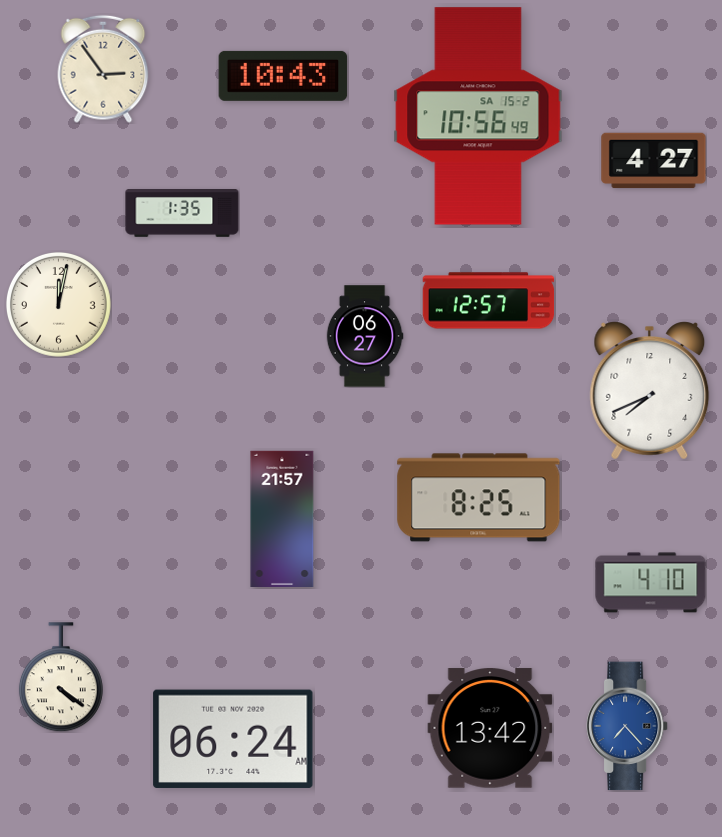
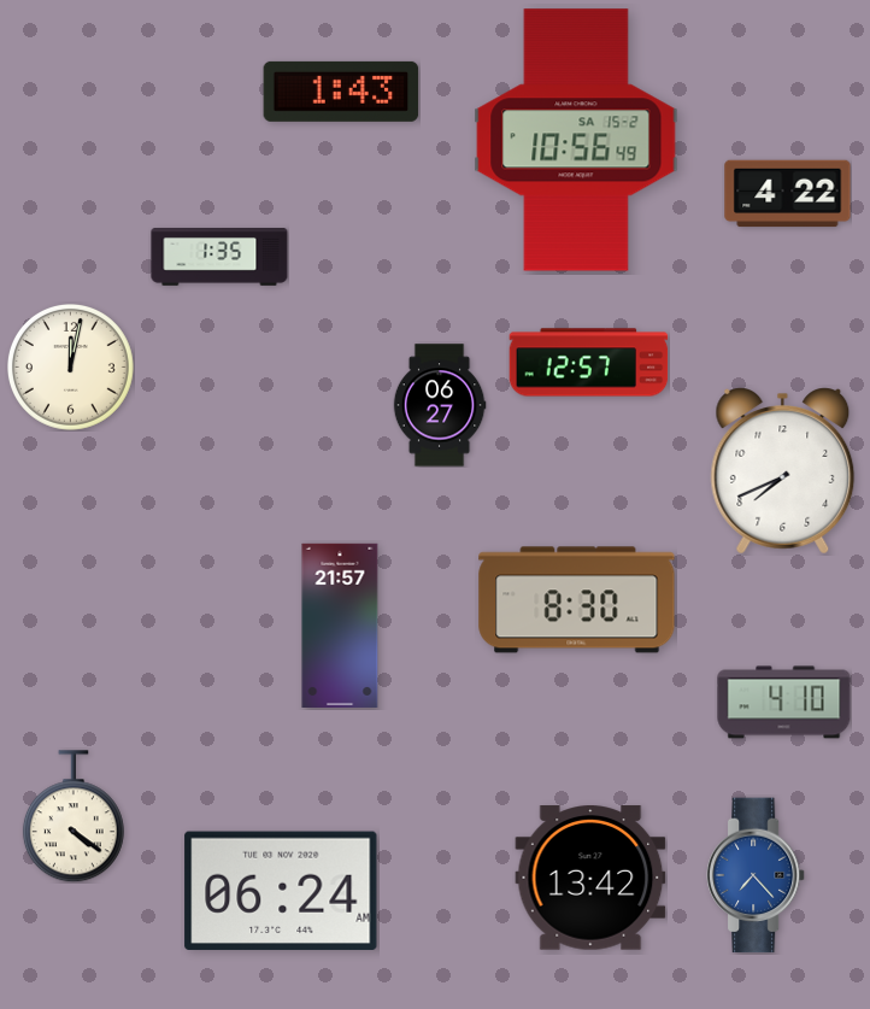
clock at (103, 69): 2:54 -> none
clock at (283, 76): 10:43 -> 1:43
clock at (654, 161): 4:27 -> 4:22
clock at (479, 498): 8:25 -> 8:30
